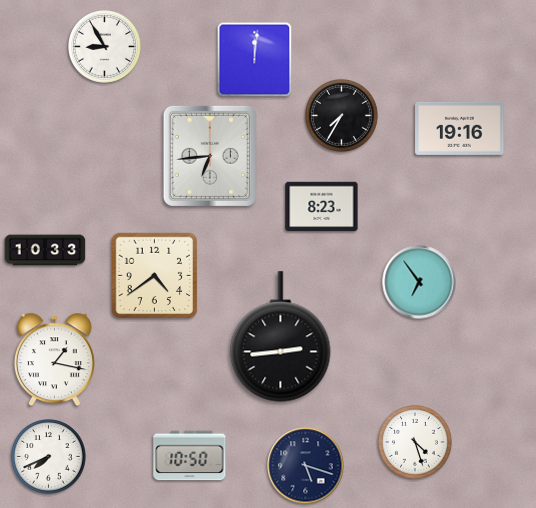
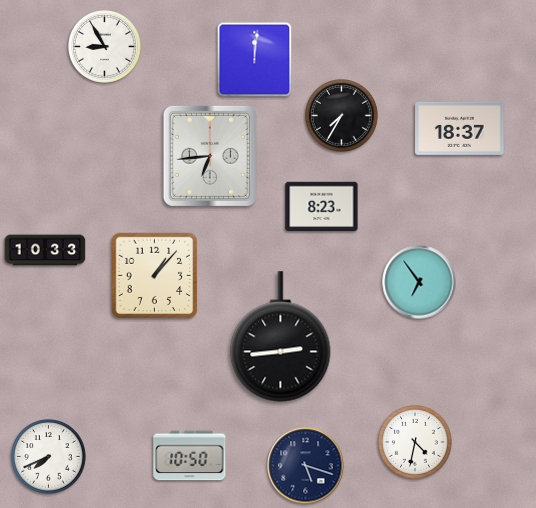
clock at (460, 128): 19:16 -> 18:37
clock at (155, 276): 4:39 -> 1:07
clock at (54, 360): 1:17 -> none
clock at (416, 443): 4:27 -> 4:32
